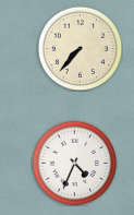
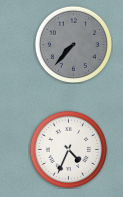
clock at (80, 48) dial: cream -> grey
